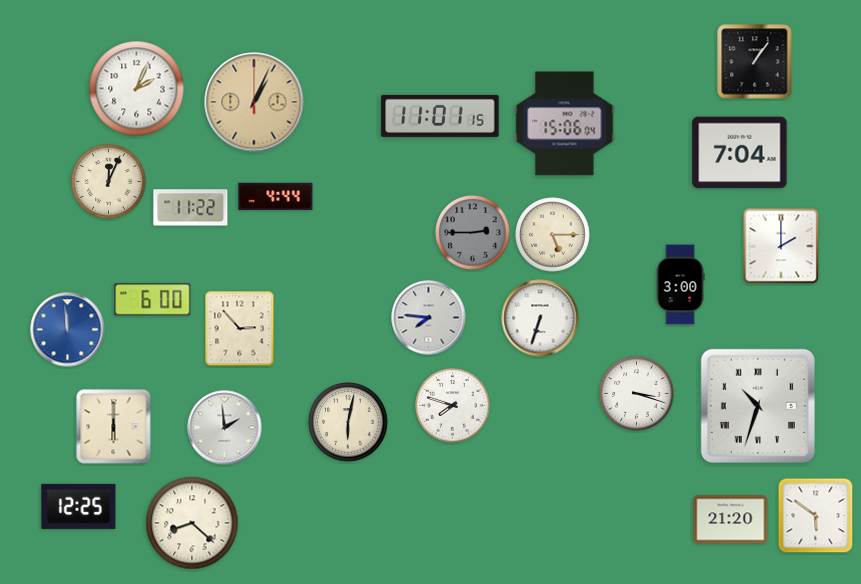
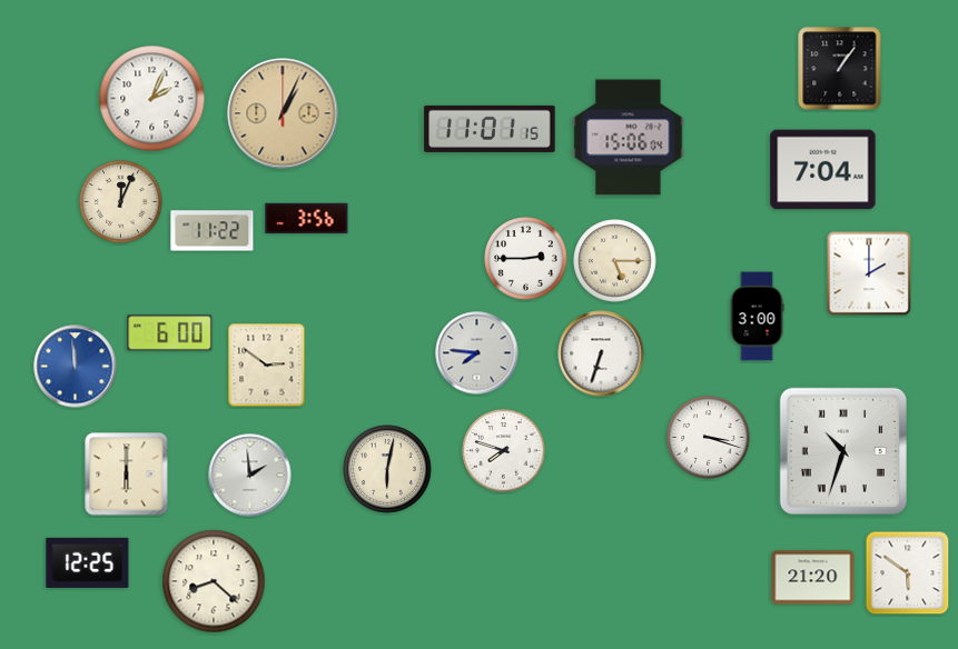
clock at (276, 197): 4:44 -> 3:56
clock at (473, 233) dial: grey -> white
clock at (240, 329): 2:53 -> 2:51
